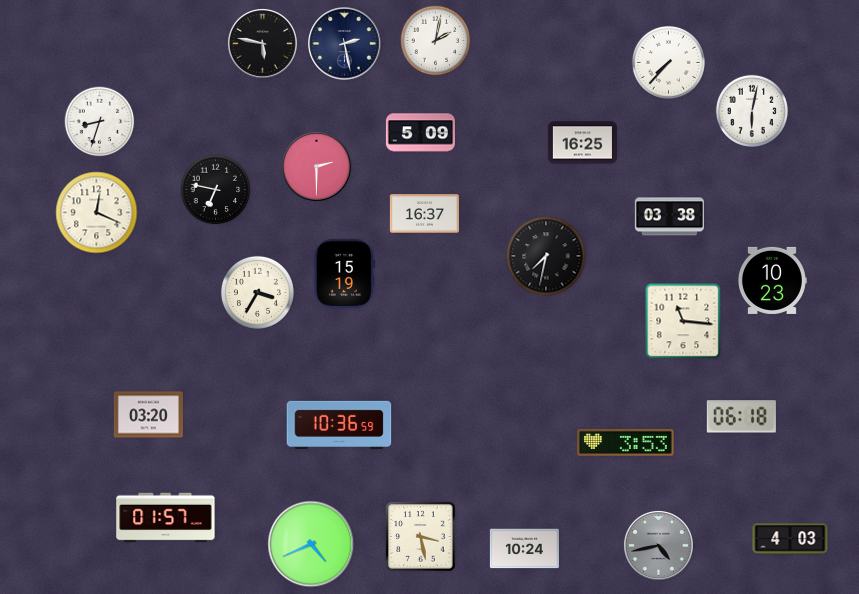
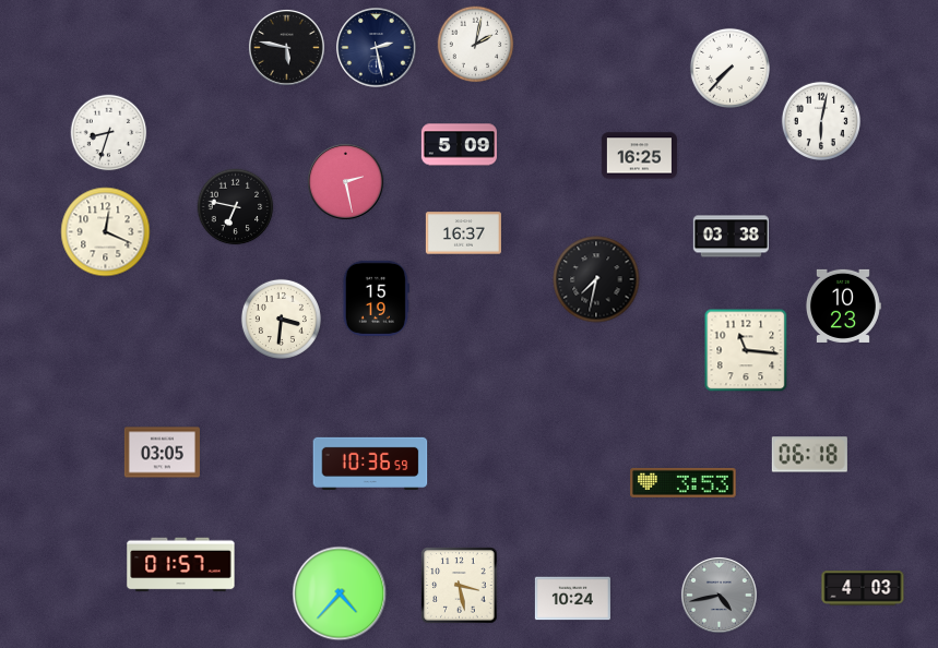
clock at (582, 143) position: (582, 143) -> (639, 156)
clock at (316, 166): 2:30 -> 2:28
clock at (257, 292): 3:35 -> 3:31
clock at (148, 415): 03:20 -> 03:05
clock at (311, 544): 4:41 -> 4:37
